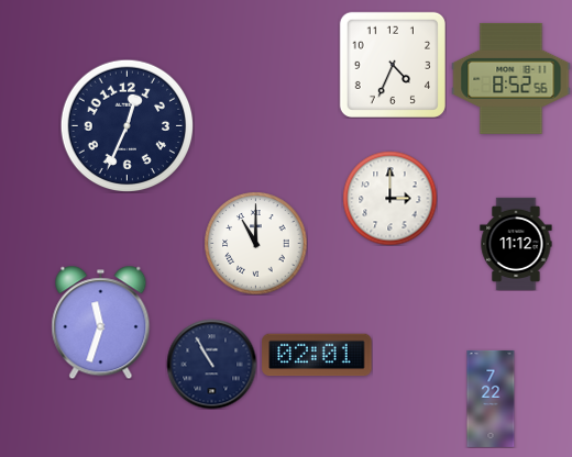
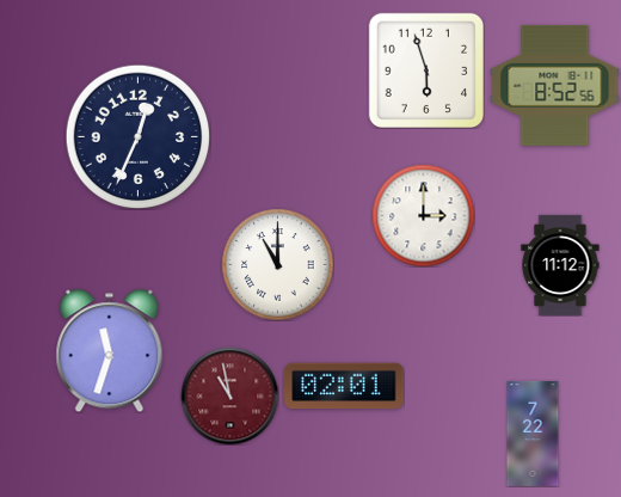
clock at (392, 64): 4:34 -> 5:57
clock at (211, 364): 10:55 -> 10:58
clock at (211, 364) dial: navy -> burgundy
